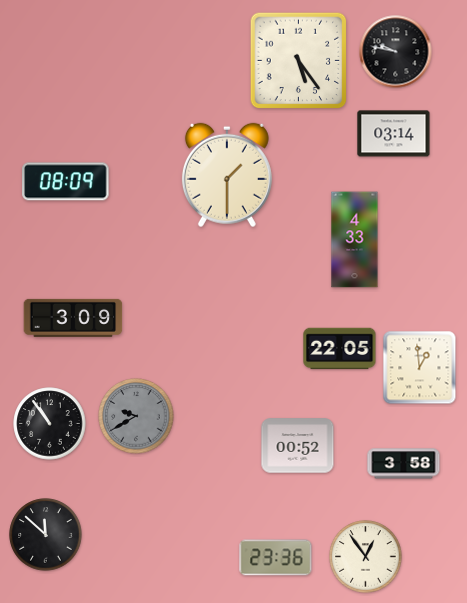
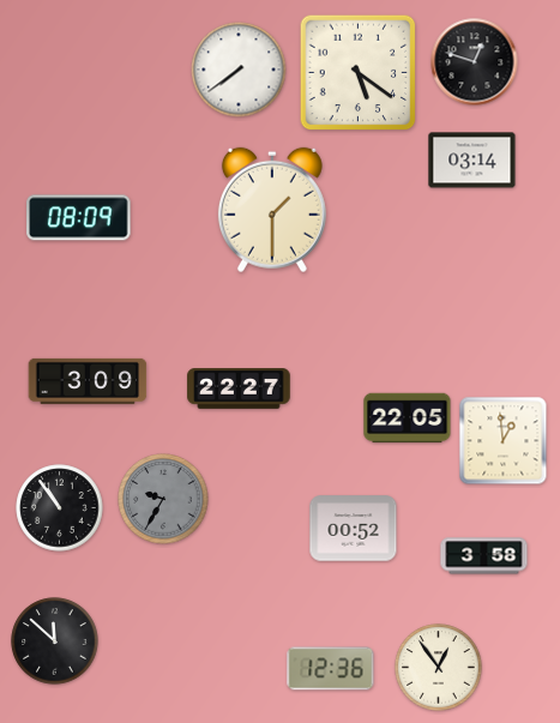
clock at (396, 52): 9:47 -> 12:48
clock at (239, 70): none -> 7:39
clock at (299, 61): 5:24 -> 5:21
clock at (355, 240): 4:33 -> none
clock at (239, 388): none -> 22:27
clock at (136, 416): 9:40 -> 9:35
clock at (298, 446) position: (298, 446) -> (354, 529)
clock at (276, 558): 23:36 -> 12:36
